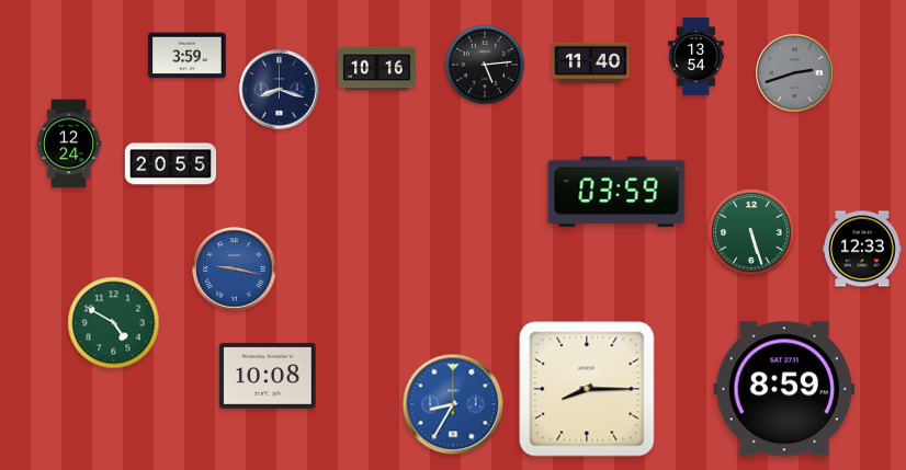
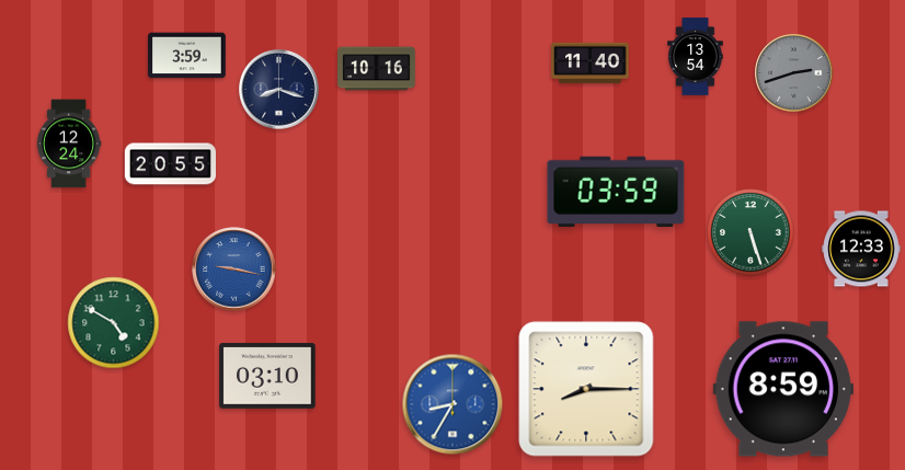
clock at (484, 64): 5:14 -> none
clock at (268, 376): 10:08 -> 03:10
